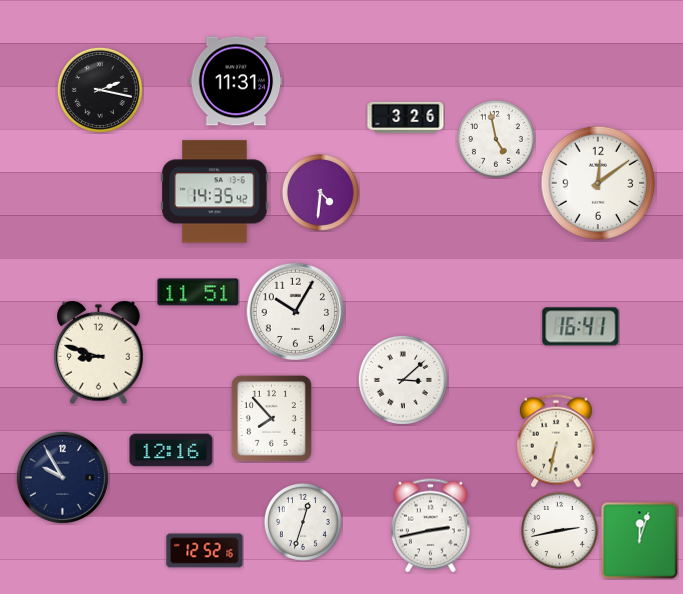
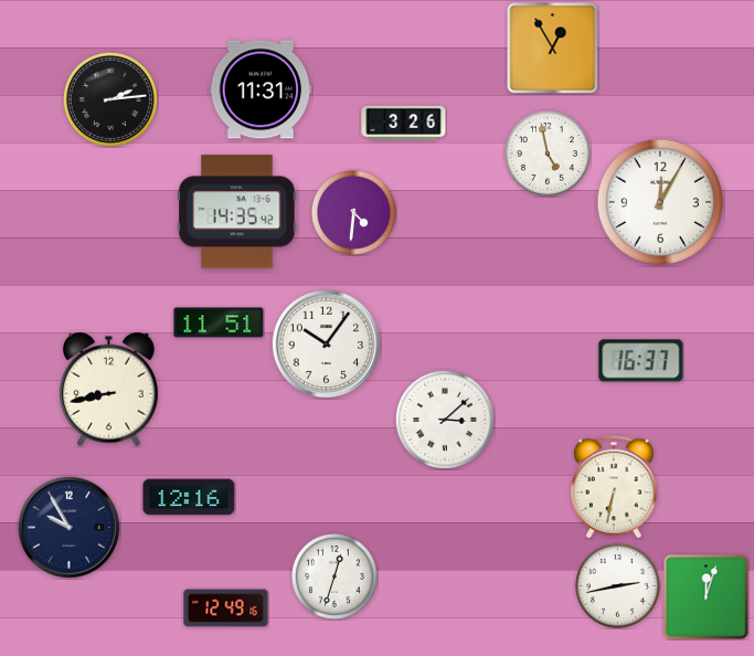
clock at (552, 47): none -> 12:55
clock at (100, 90): 2:17 -> 2:14
clock at (406, 117) position: (406, 117) -> (404, 123)
clock at (598, 183): 12:09 -> 12:05
clock at (296, 312): 10:05 -> 10:06
clock at (581, 327): 16:41 -> 16:37
clock at (99, 353): 8:48 -> 8:43
clock at (271, 418): 7:53 -> none
clock at (430, 526): 2:43 -> none
clock at (205, 551): 12:52 -> 12:49
